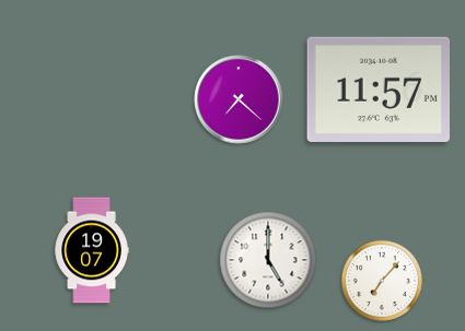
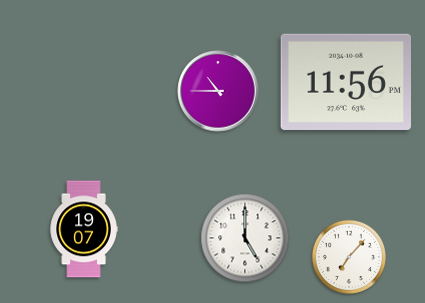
clock at (379, 90): 11:57 -> 11:56
clock at (239, 99): 7:22 -> 10:45
